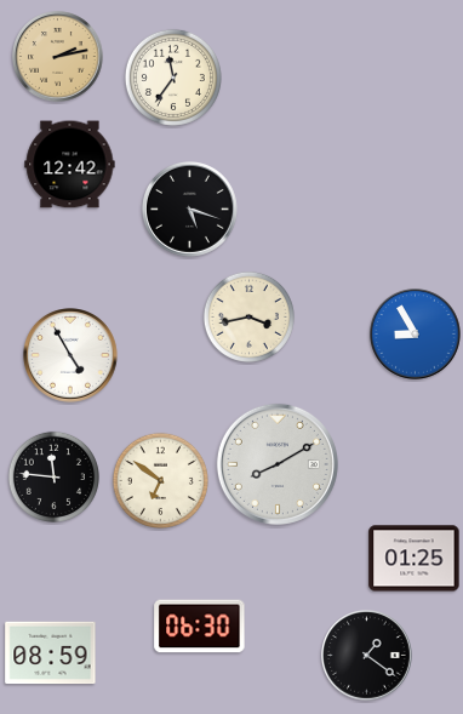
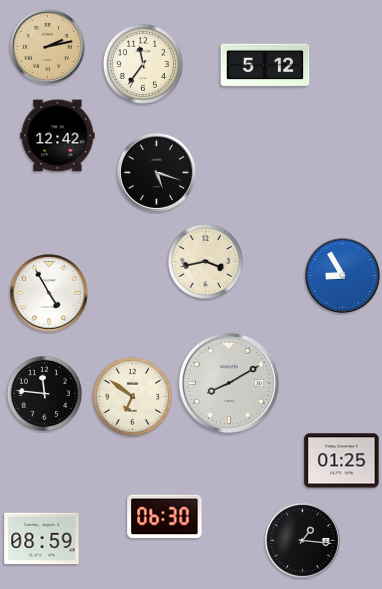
clock at (265, 65): none -> 5:12
clock at (72, 356) position: (72, 356) -> (50, 294)
clock at (367, 656): 1:21 -> 1:16
